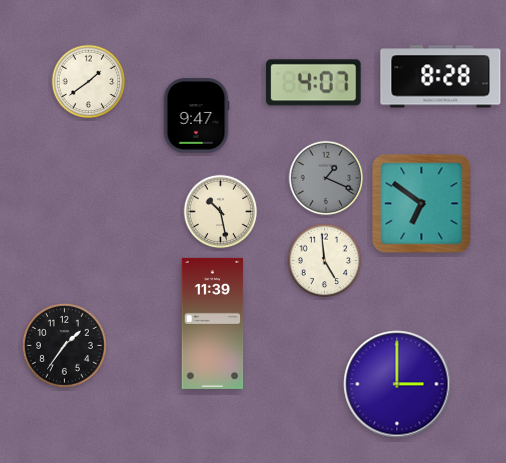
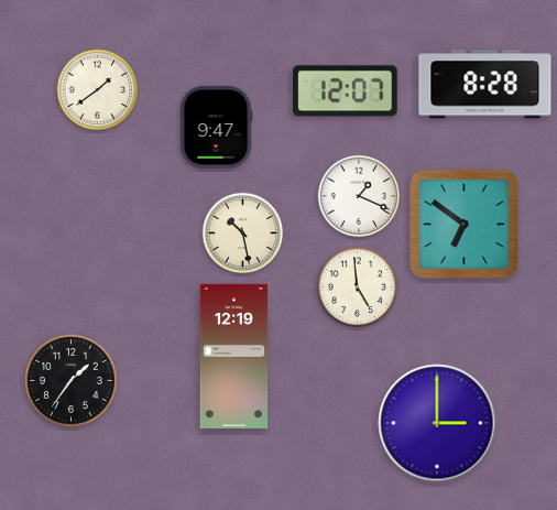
clock at (314, 83): 4:07 -> 12:07
clock at (326, 178) dial: grey -> white
clock at (213, 323): 11:39 -> 12:19
